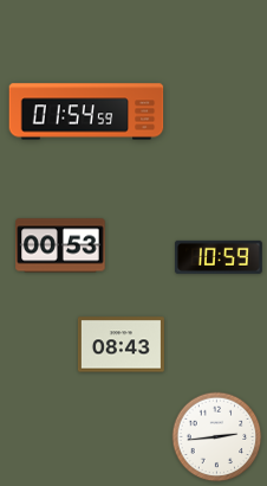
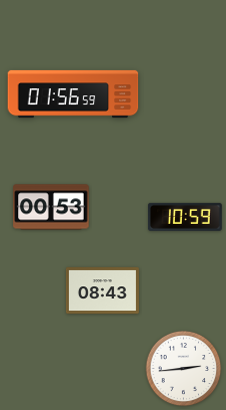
clock at (86, 111): 01:54 -> 01:56
